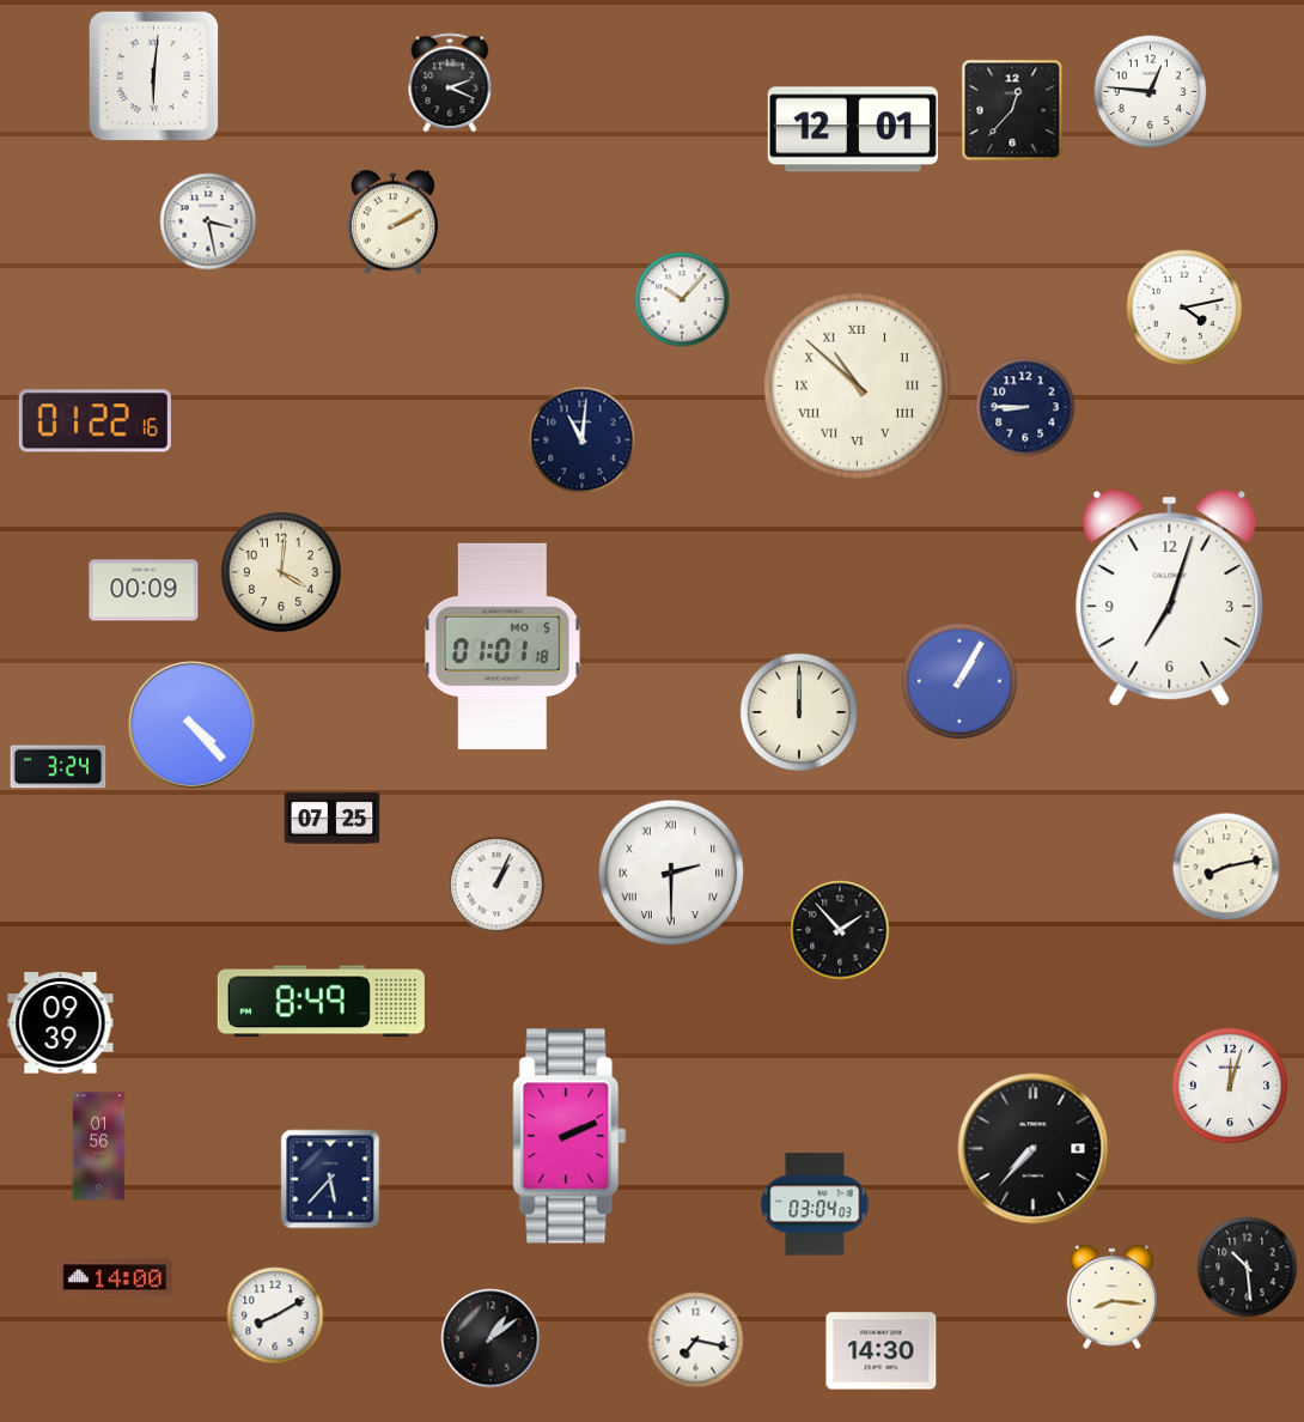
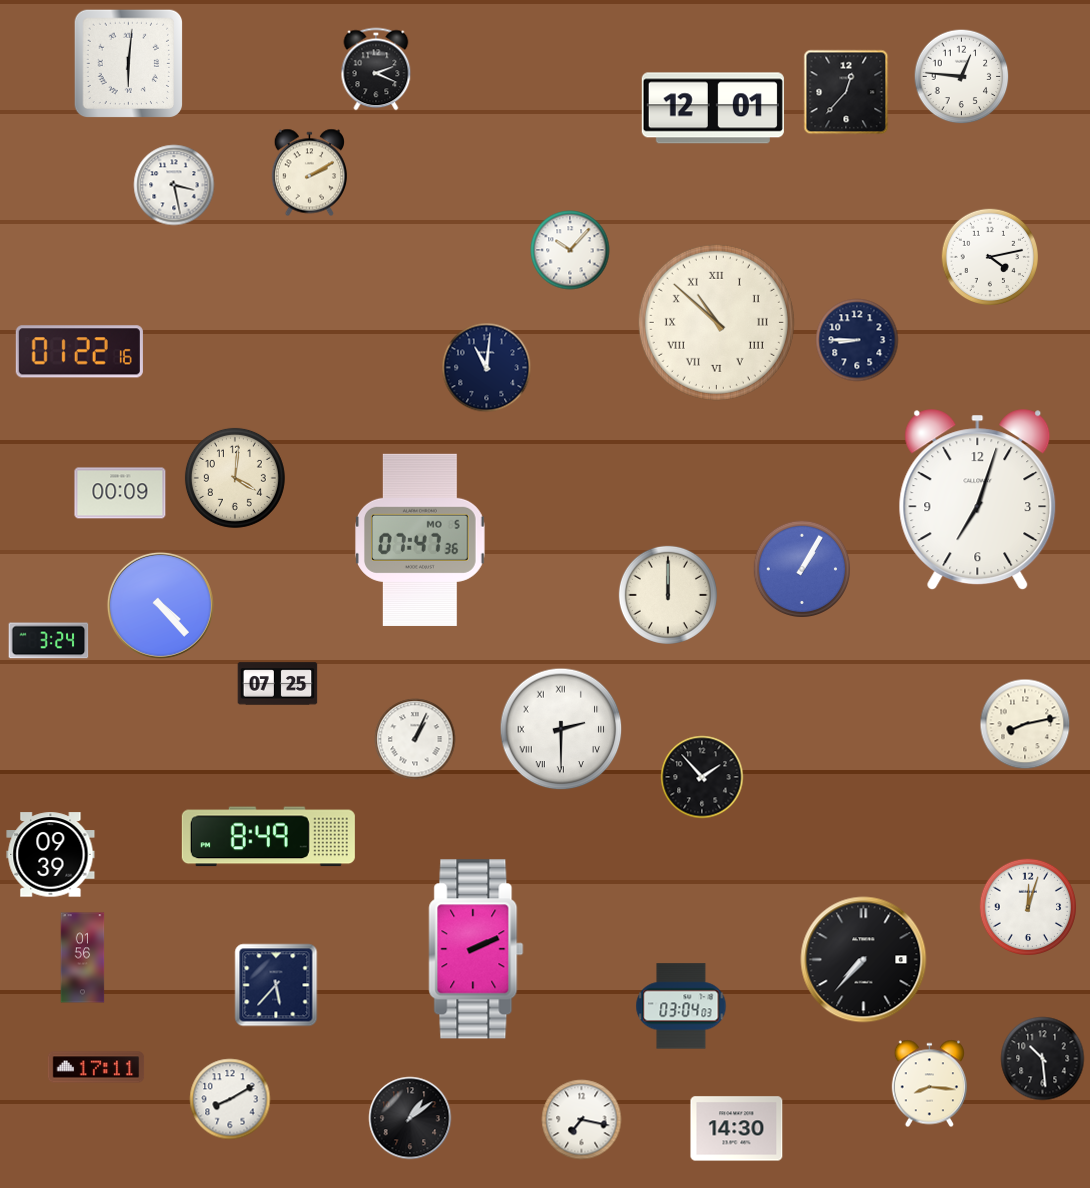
clock at (392, 223) position: (392, 223) -> (309, 173)
clock at (504, 646): 01:01 -> 07:47
clock at (115, 1277): 14:00 -> 17:11
